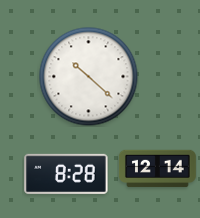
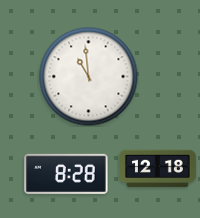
clock at (89, 77): 10:22 -> 10:59
clock at (158, 169): 12:14 -> 12:18
